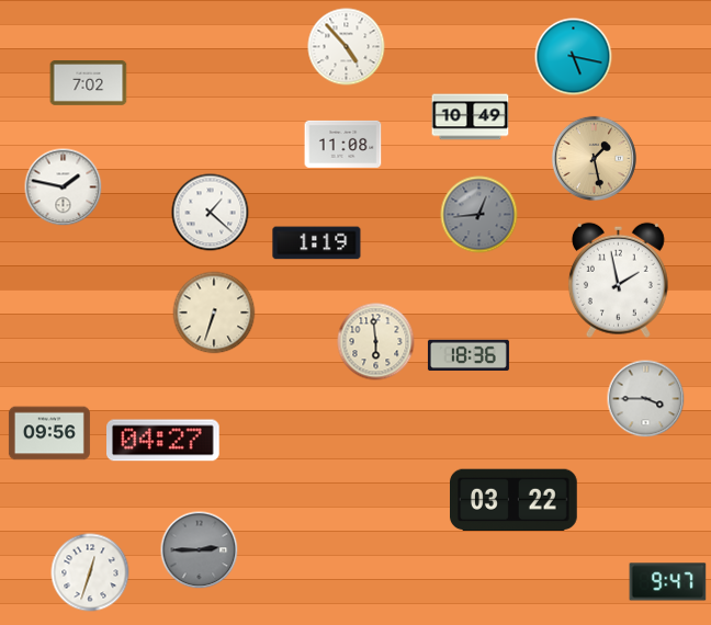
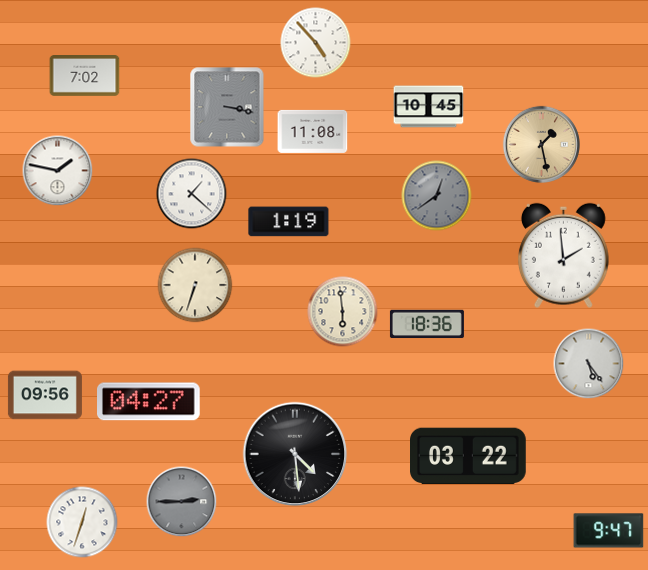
clock at (574, 57): 5:17 -> none
clock at (89, 83) position: (89, 83) -> (85, 76)
clock at (227, 107): none -> 3:17
clock at (471, 117): 10:49 -> 10:45
clock at (479, 215): 12:44 -> 12:39
clock at (618, 280): 1:58 -> 1:59
clock at (646, 399): 3:45 -> 5:24
clock at (295, 454): none -> 4:29
